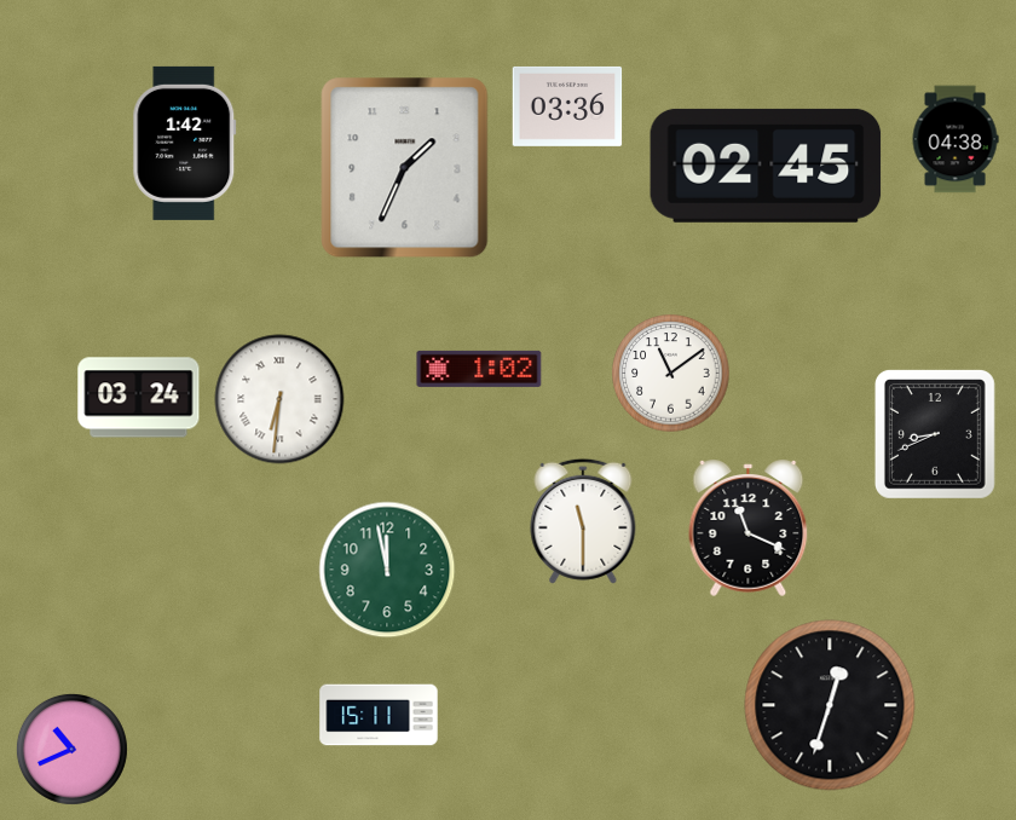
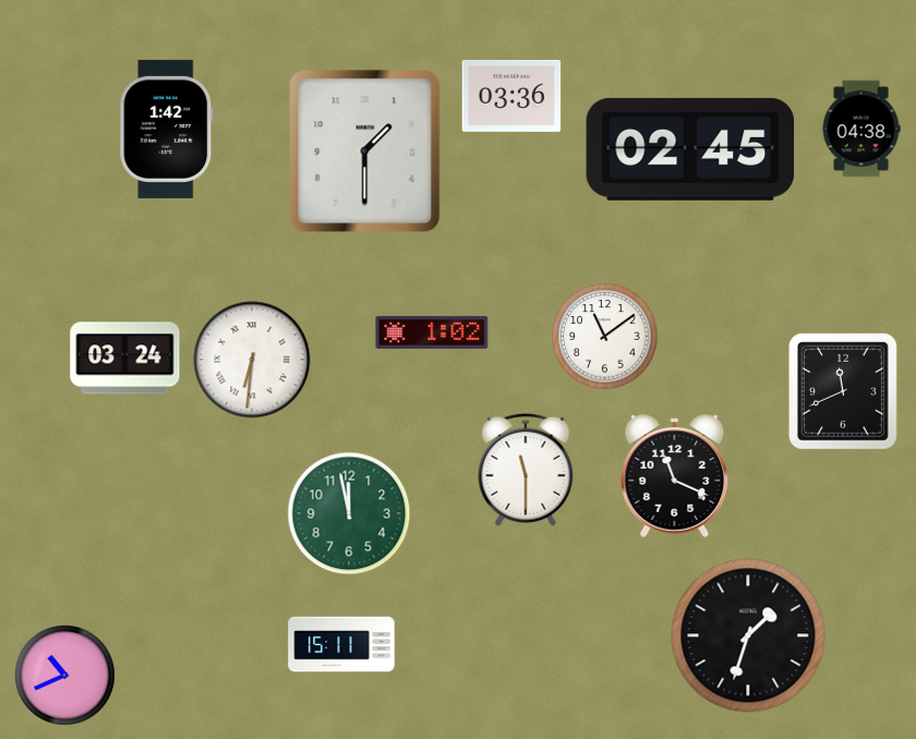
clock at (956, 139) position: (956, 139) -> (861, 129)
clock at (405, 168): 1:34 -> 1:30
clock at (935, 434): 8:41 -> 11:41
clock at (830, 705): 12:33 -> 1:33
